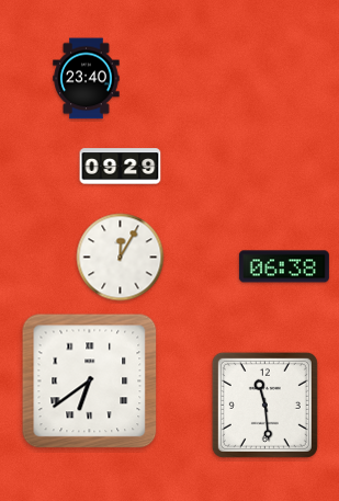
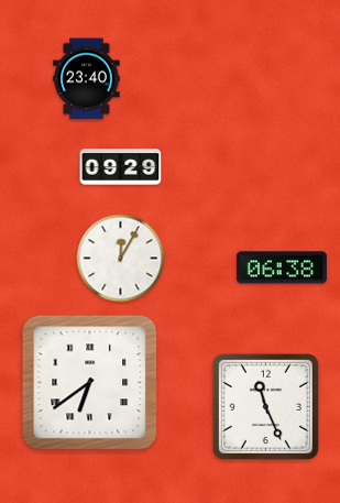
clock at (284, 266) position: (284, 266) -> (282, 267)
clock at (264, 405): 11:29 -> 11:26
